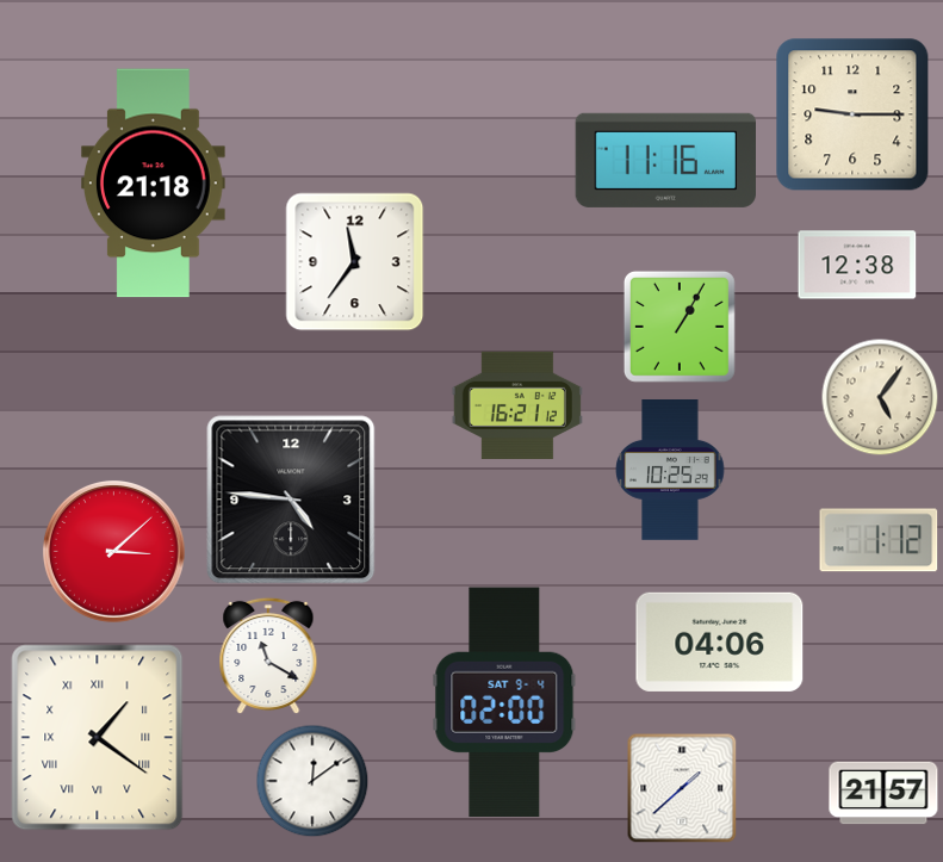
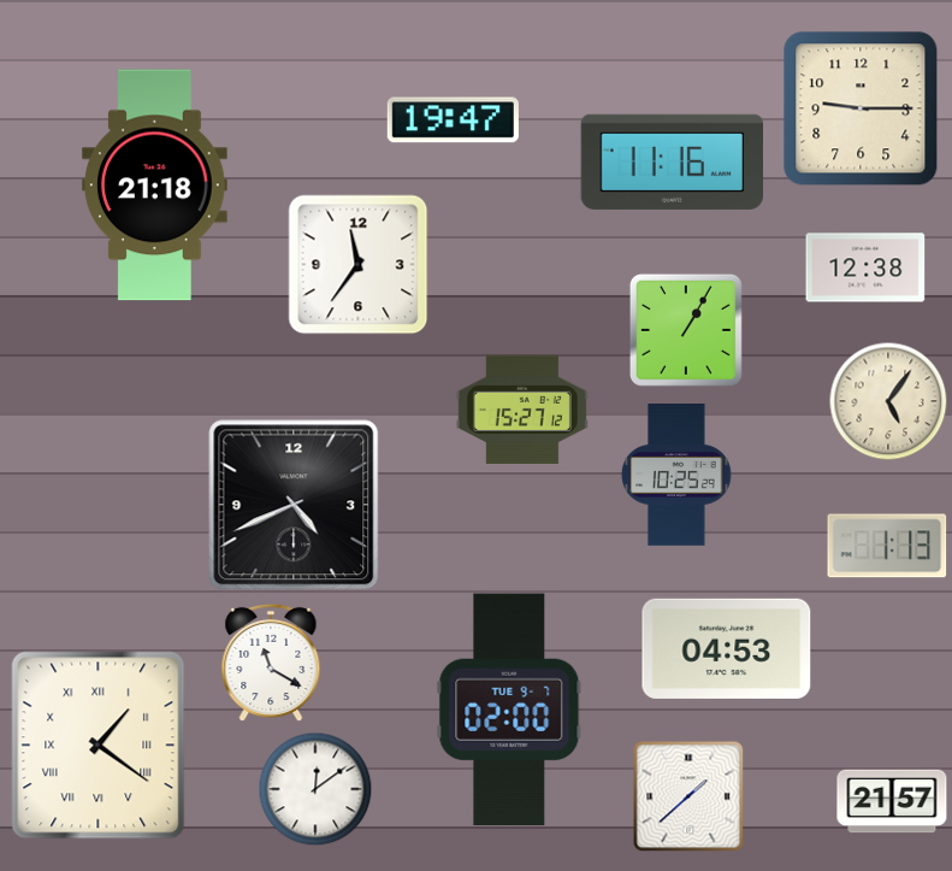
clock at (852, 114) position: (852, 114) -> (861, 108)
clock at (453, 120): none -> 19:47
clock at (517, 404): 16:21 -> 15:27
clock at (291, 500): 4:46 -> 4:41
clock at (879, 540): 1:12 -> 1:13
clock at (113, 551): 3:08 -> none
clock at (720, 641): 04:06 -> 04:53
clock at (504, 702) date: SAT 9-4 -> TUE 9-7
